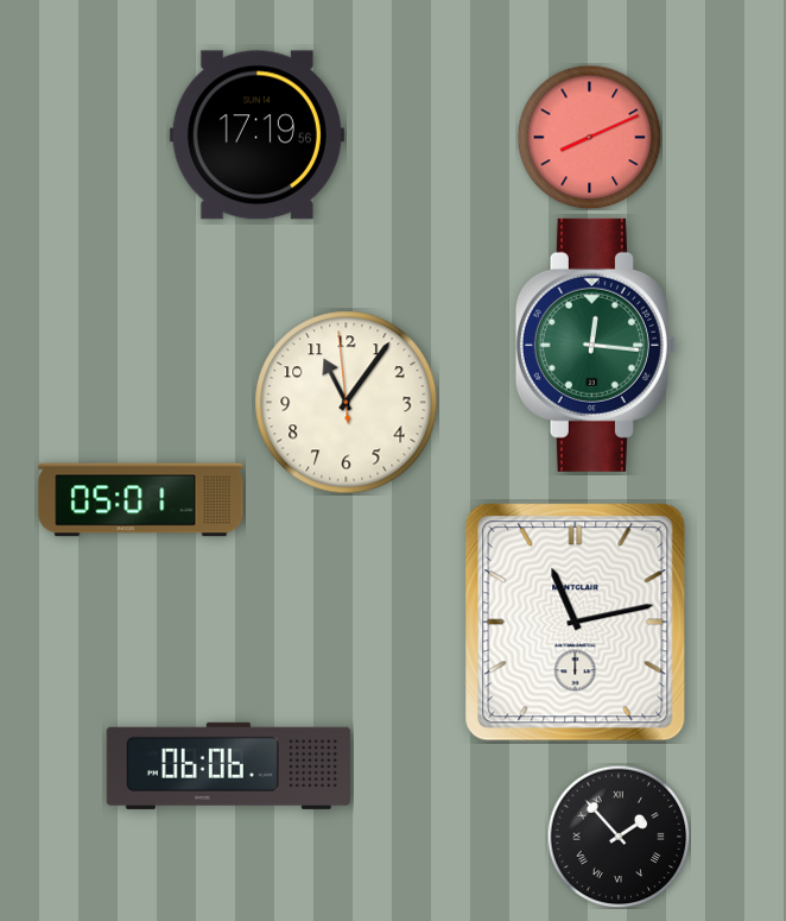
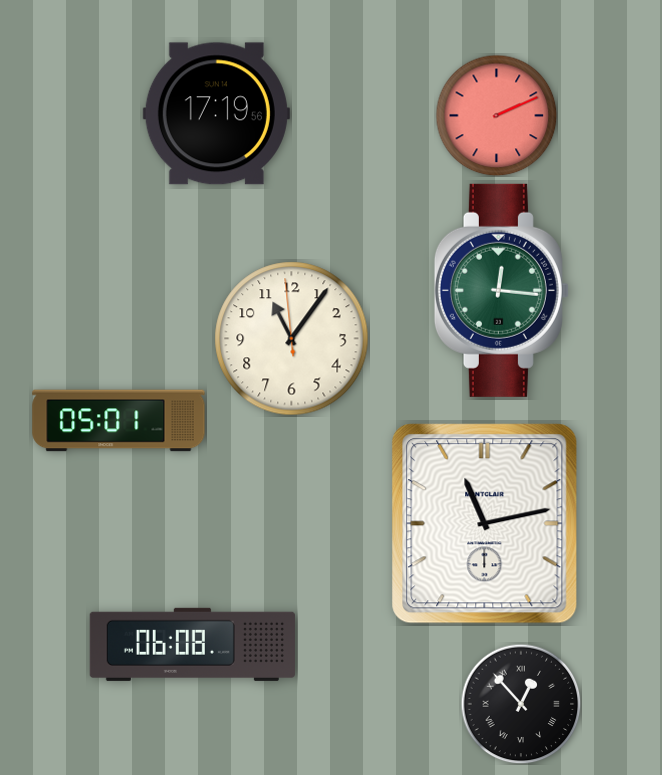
clock at (589, 137): 8:11 -> 2:11
clock at (228, 765): 06:06 -> 06:08
clock at (619, 837): 1:53 -> 12:53
